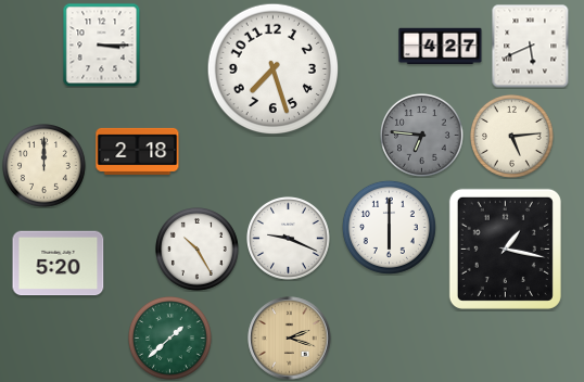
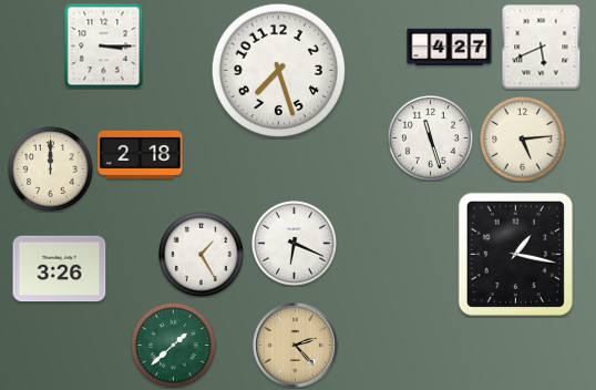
clock at (422, 136): 6:46 -> 11:27
clock at (422, 136) dial: grey -> white
clock at (45, 166) position: (45, 166) -> (51, 170)
clock at (389, 227): 6:00 -> none
clock at (289, 239): 9:19 -> 6:19
clock at (198, 250): 10:25 -> 1:25
clock at (59, 264): 5:20 -> 3:26
clock at (290, 339): 2:18 -> 2:23
